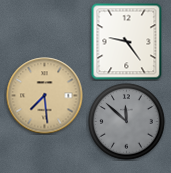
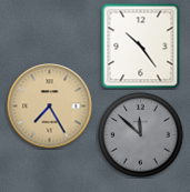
clock at (127, 41): 9:24 -> 10:24
clock at (45, 96): 7:29 -> 7:25
